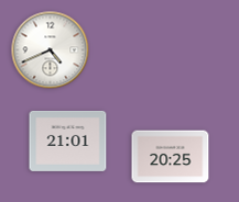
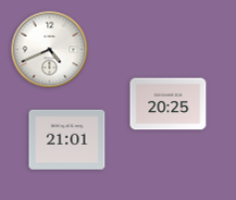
clock at (171, 157) position: (171, 157) -> (169, 104)
